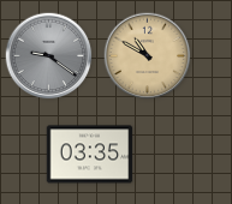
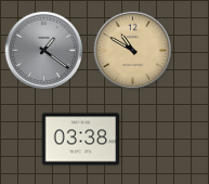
clock at (49, 56): 9:21 -> 1:21
clock at (90, 155): 03:35 -> 03:38
